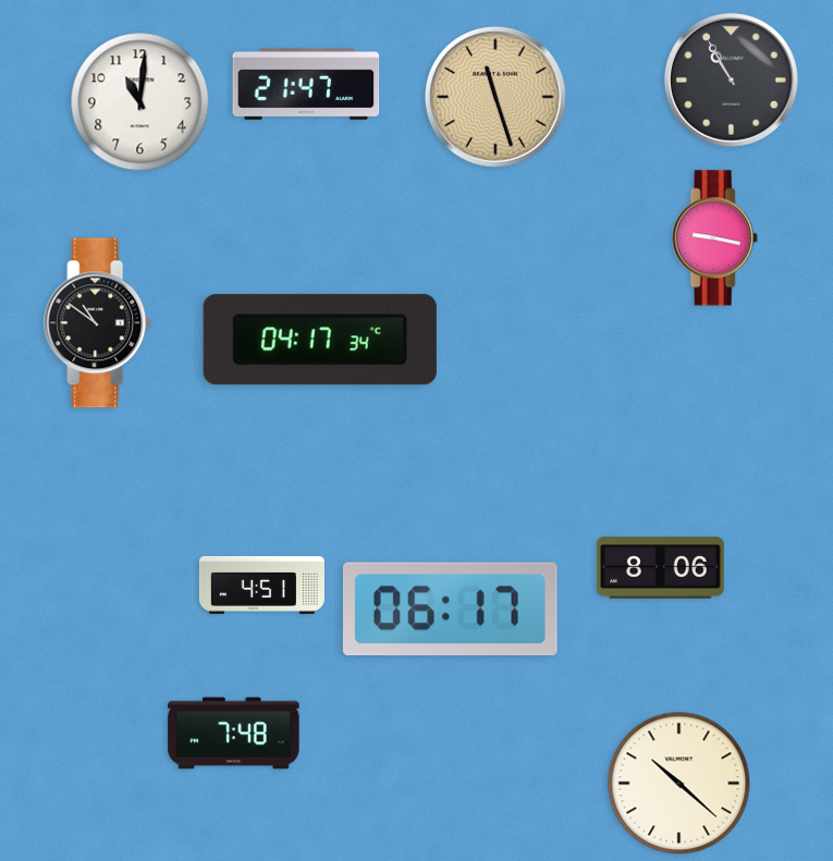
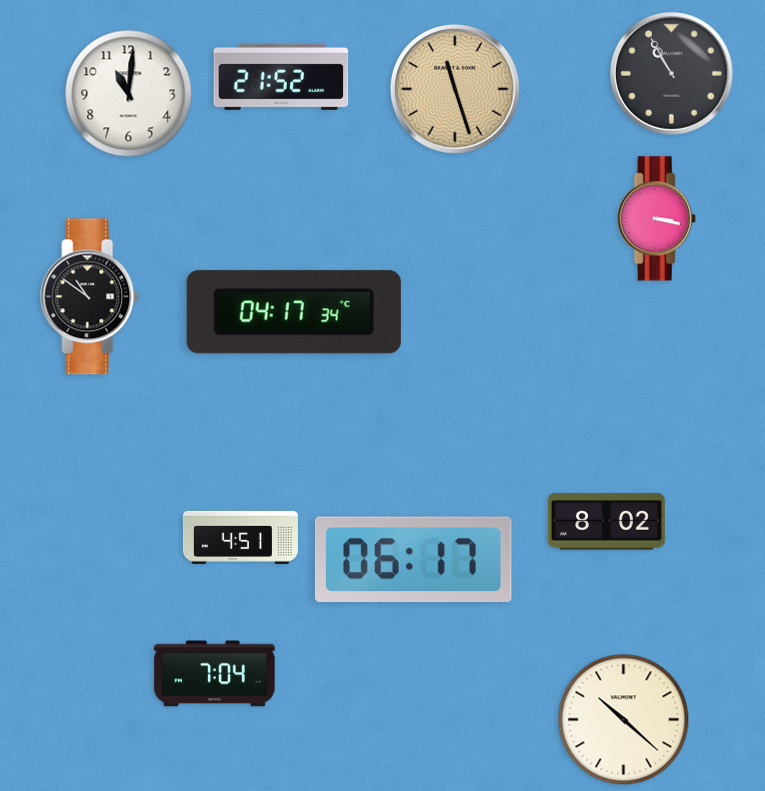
clock at (306, 84): 21:47 -> 21:52
clock at (714, 238): 9:17 -> 3:17
clock at (660, 568): 8:06 -> 8:02
clock at (234, 734): 7:48 -> 7:04
